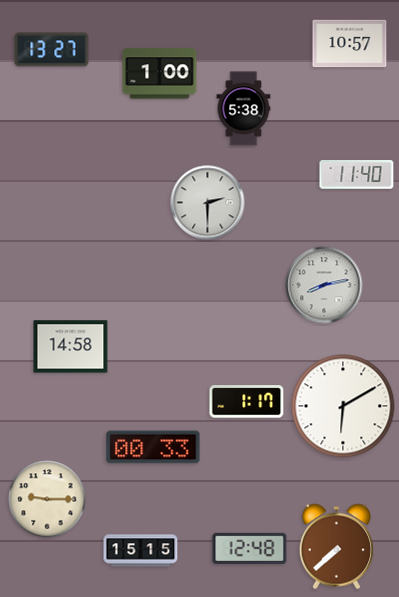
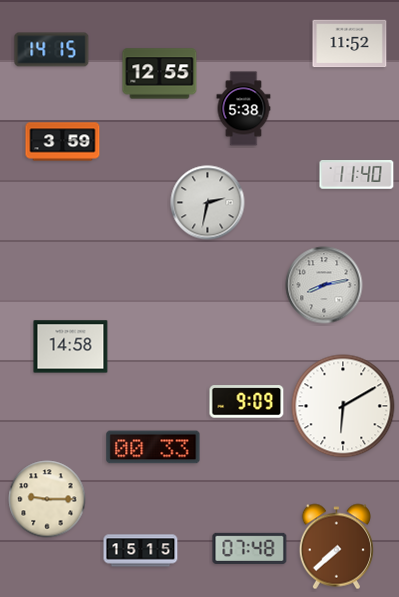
clock at (350, 44): 10:57 -> 11:52
clock at (52, 50): 13:27 -> 14:15
clock at (160, 74): 1:00 -> 12:55
clock at (63, 142): none -> 3:59
clock at (208, 203): 2:30 -> 2:32
clock at (247, 402): 1:17 -> 9:09
clock at (250, 548): 12:48 -> 07:48
